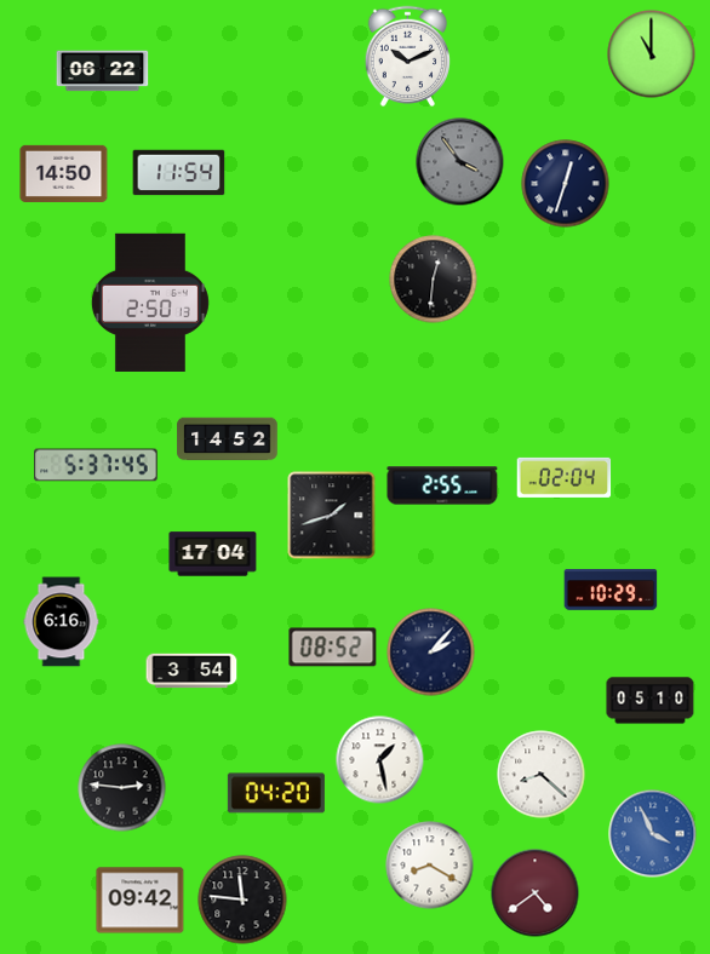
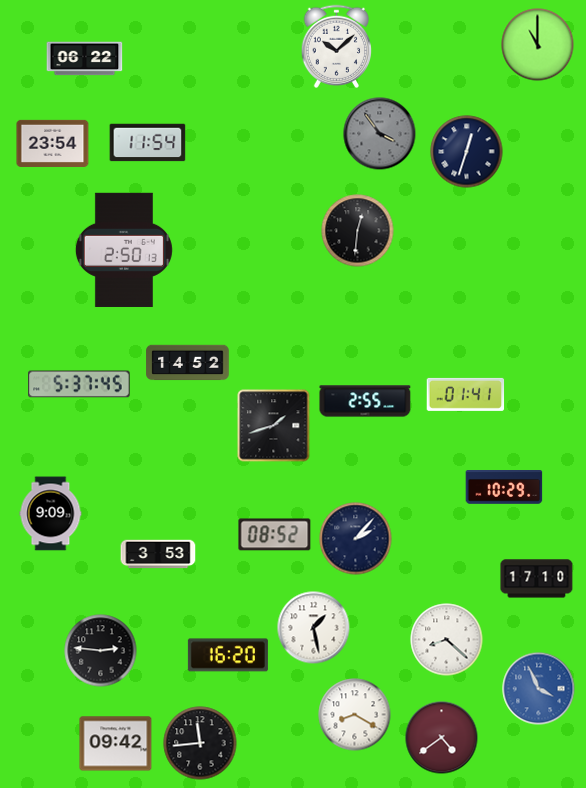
clock at (408, 56): 10:11 -> 10:08
clock at (64, 173): 14:50 -> 23:54
clock at (565, 477): 02:04 -> 01:41
clock at (213, 554): 17:04 -> none
clock at (62, 622): 6:16 -> 9:09
clock at (191, 671): 3:54 -> 3:53
clock at (651, 701): 05:10 -> 17:10
clock at (276, 793): 04:20 -> 16:20
clock at (242, 900): 11:46 -> 11:44
